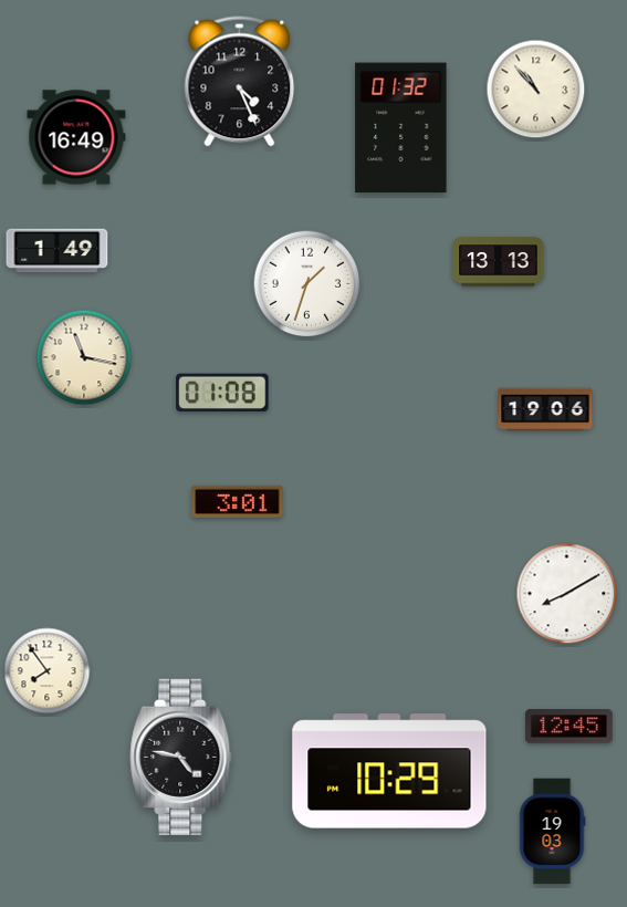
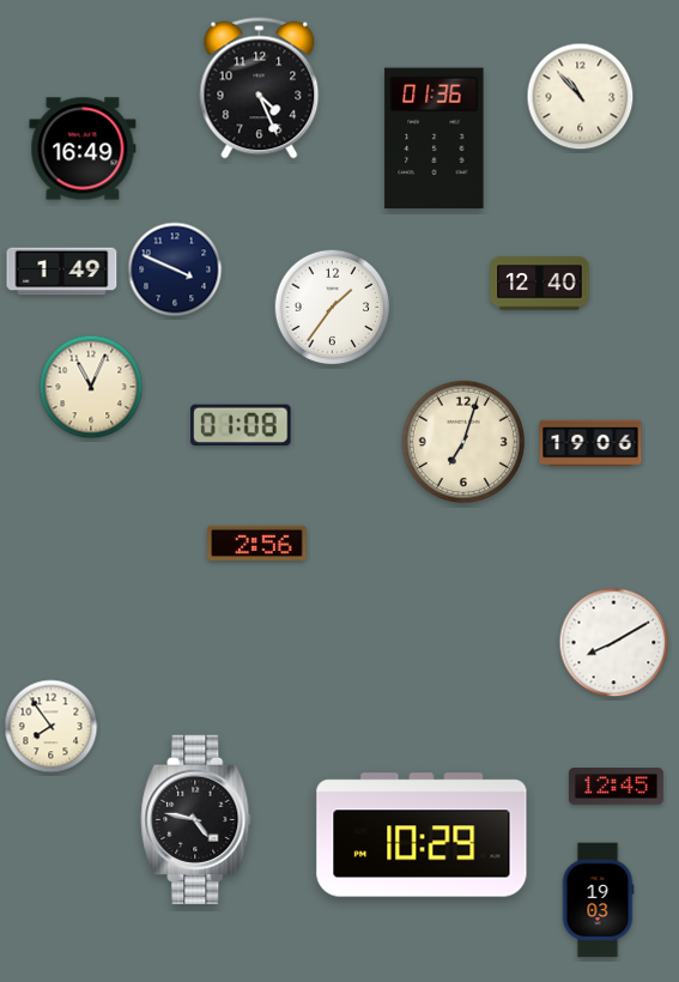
clock at (401, 128): 01:32 -> 01:36
clock at (175, 269): none -> 3:49
clock at (499, 262): 13:13 -> 12:40
clock at (307, 284): 1:33 -> 1:36
clock at (84, 357): 11:17 -> 11:04
clock at (462, 441): none -> 7:03
clock at (238, 501): 3:01 -> 2:56
